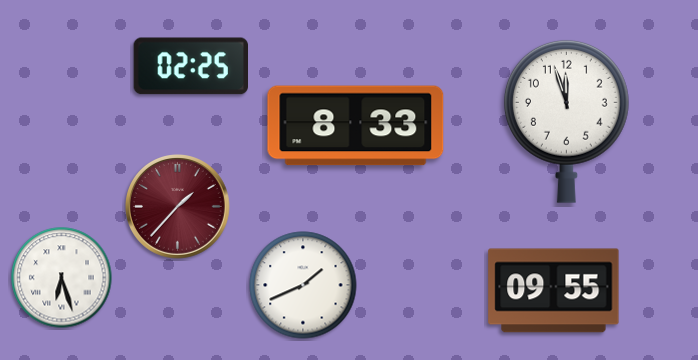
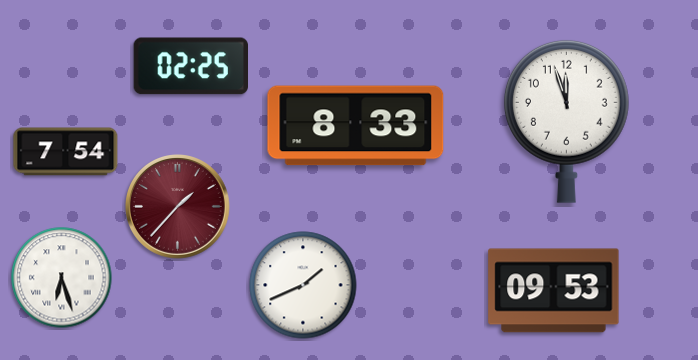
clock at (66, 152): none -> 7:54
clock at (554, 291): 09:55 -> 09:53
